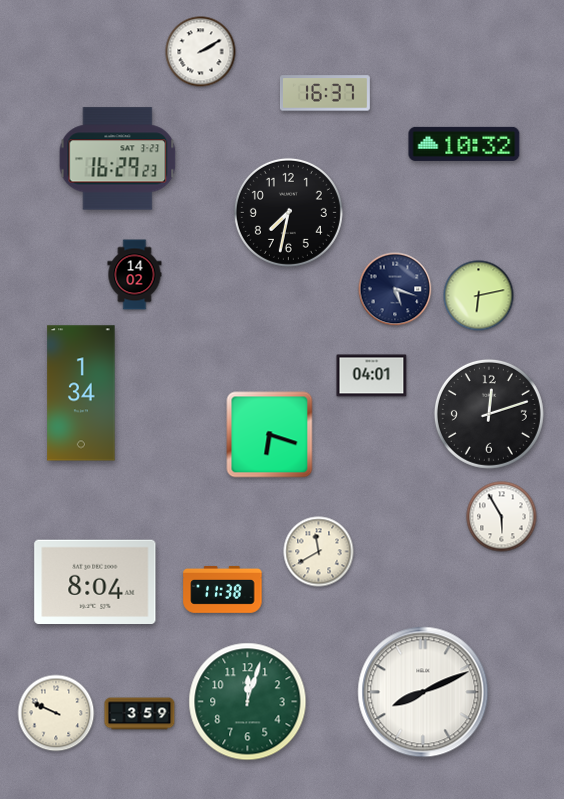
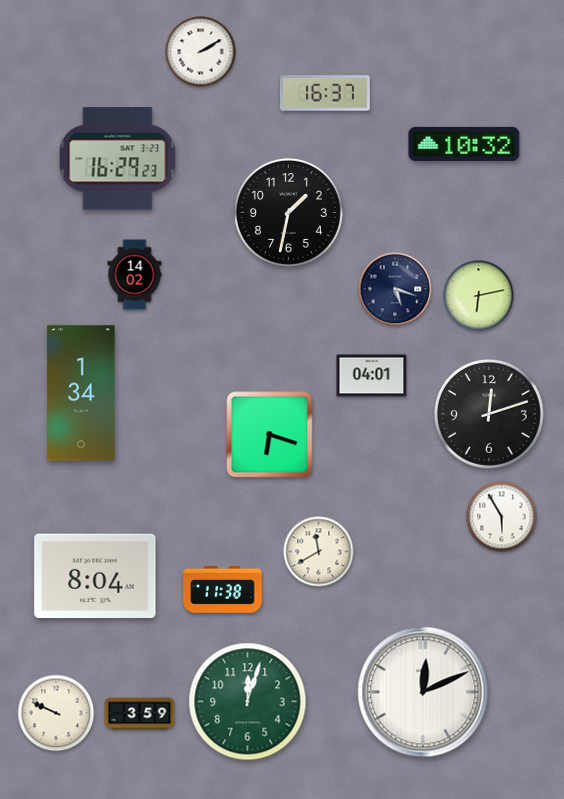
clock at (288, 212): 7:32 -> 1:32
clock at (95, 581) position: (95, 581) -> (95, 575)
clock at (423, 692): 8:11 -> 12:11
